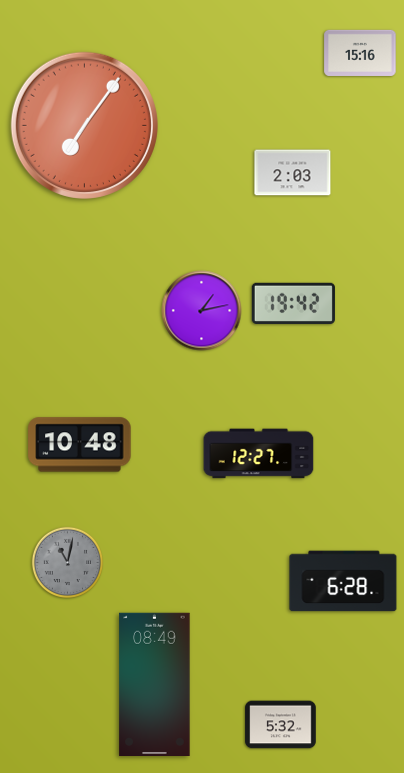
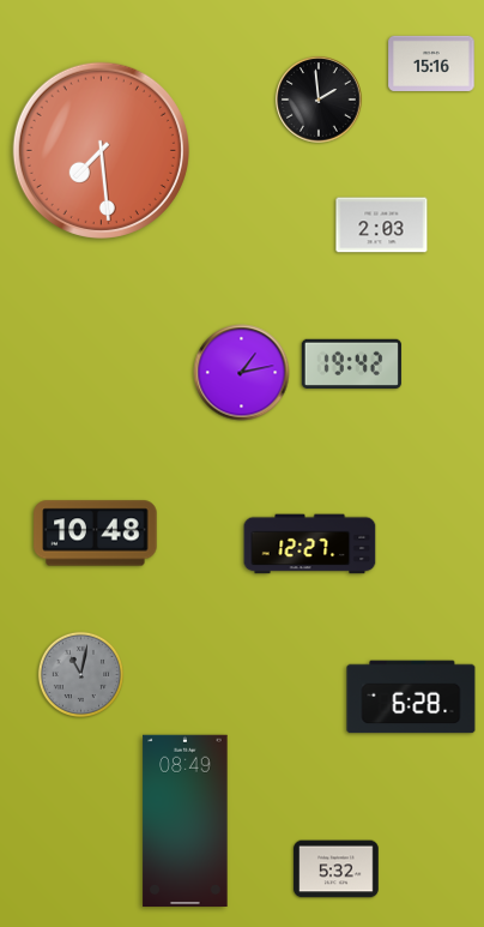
clock at (319, 100): none -> 1:59
clock at (84, 125): 7:06 -> 7:29
clock at (293, 173) position: (293, 173) -> (382, 225)
